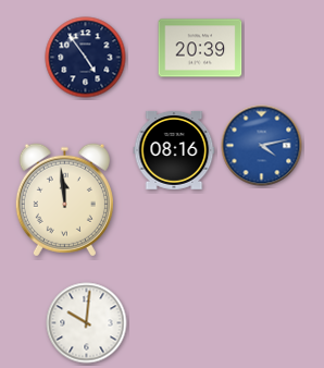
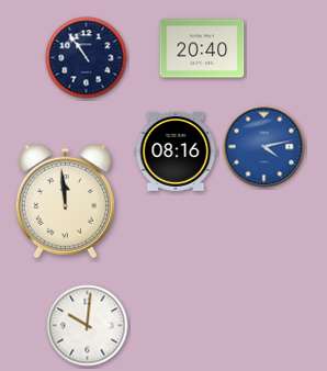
clock at (200, 48): 20:39 -> 20:40
clock at (86, 58): 4:54 -> 10:54
